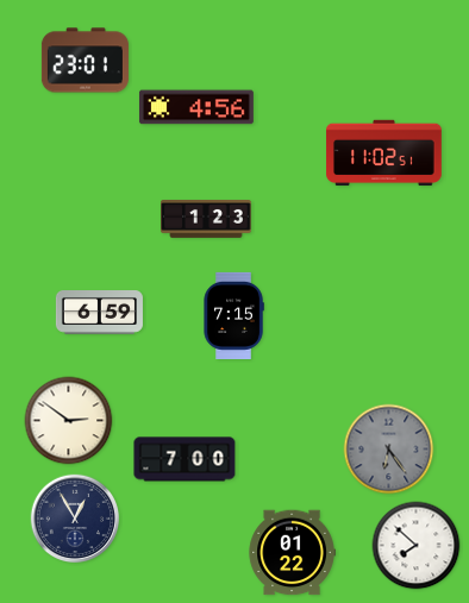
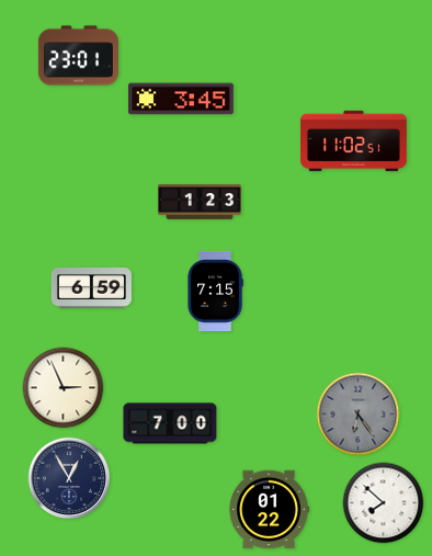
clock at (196, 107): 4:56 -> 3:45
clock at (206, 220) position: (206, 220) -> (200, 203)
clock at (69, 421): 2:51 -> 2:56
